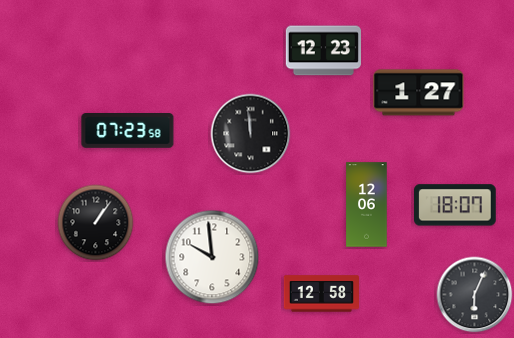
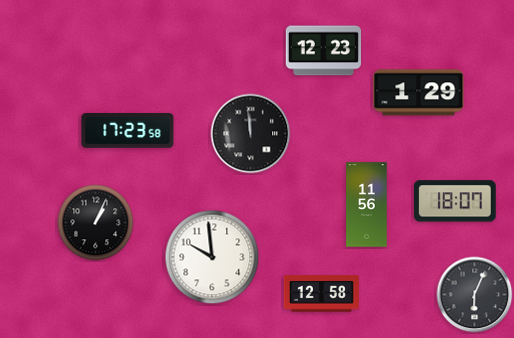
clock at (419, 93): 1:27 -> 1:29
clock at (128, 131): 07:23 -> 17:23
clock at (367, 205): 12:06 -> 11:56
clock at (456, 205) position: (456, 205) -> (456, 201)
clock at (96, 223): 1:06 -> 1:04
